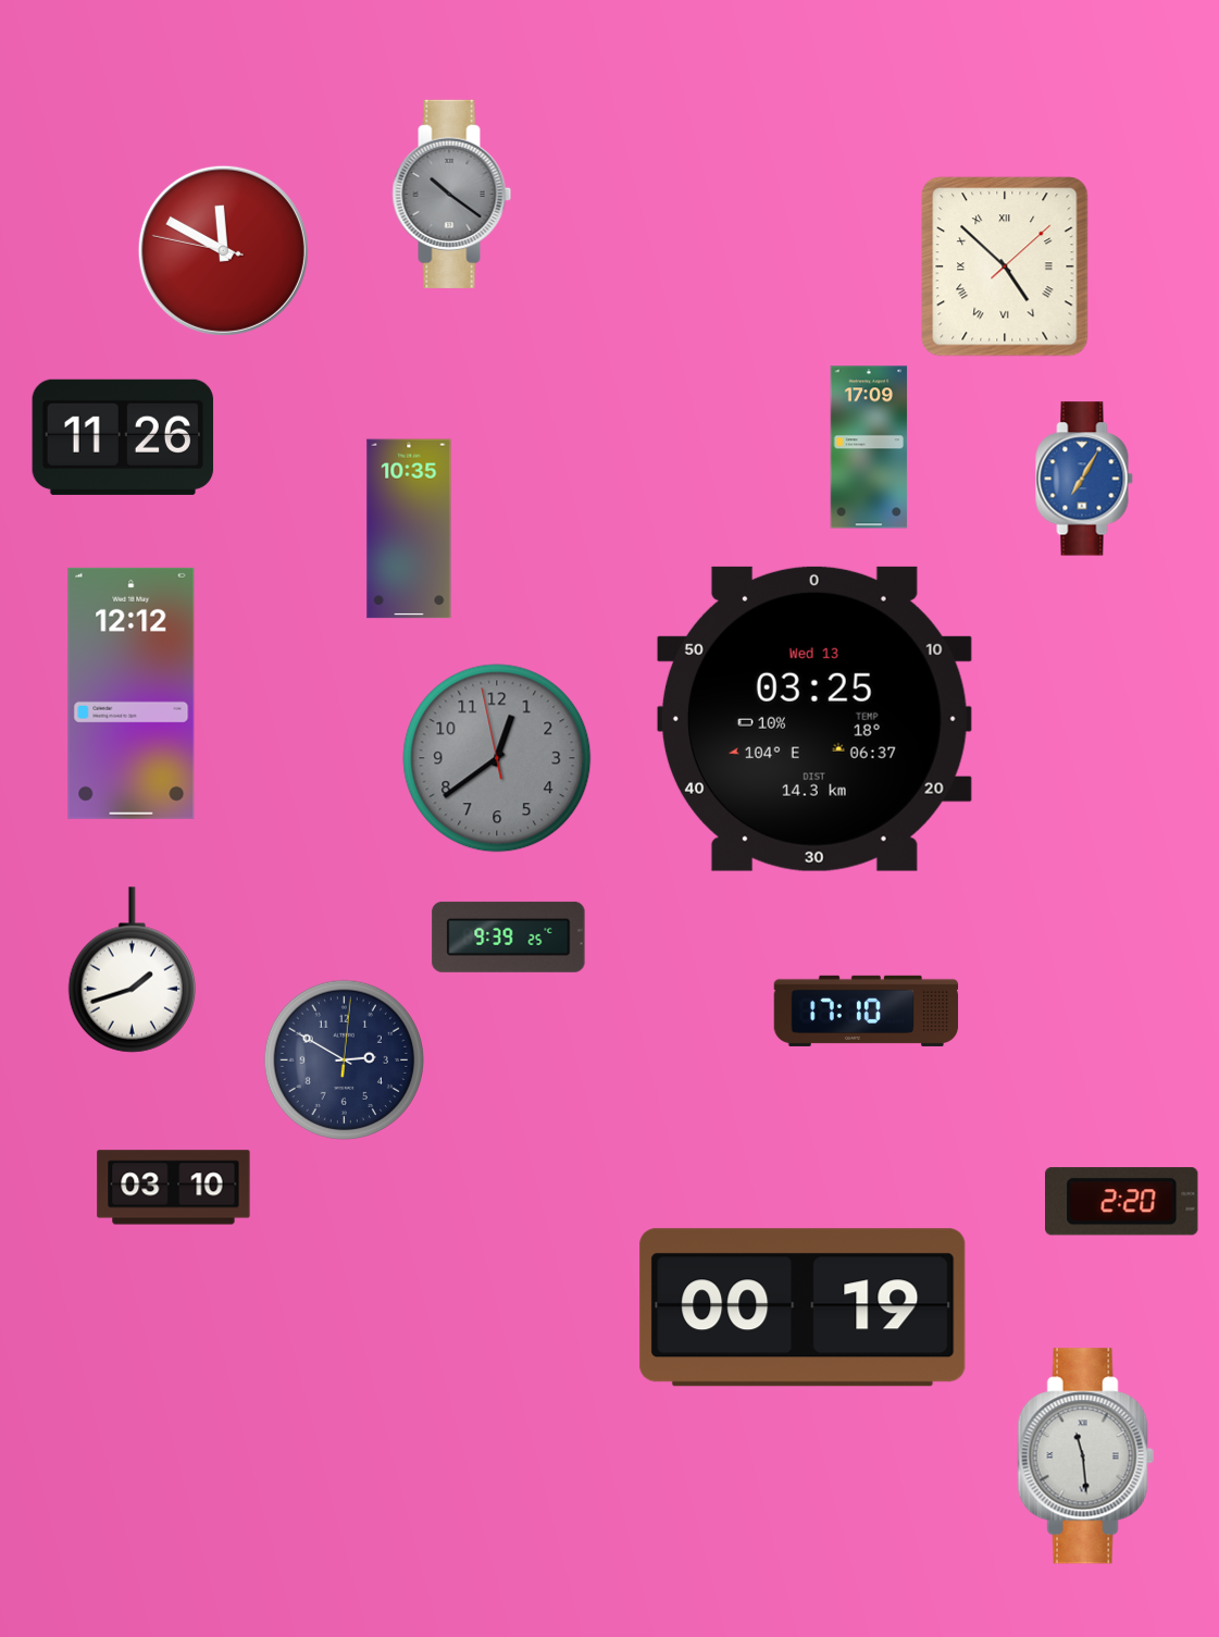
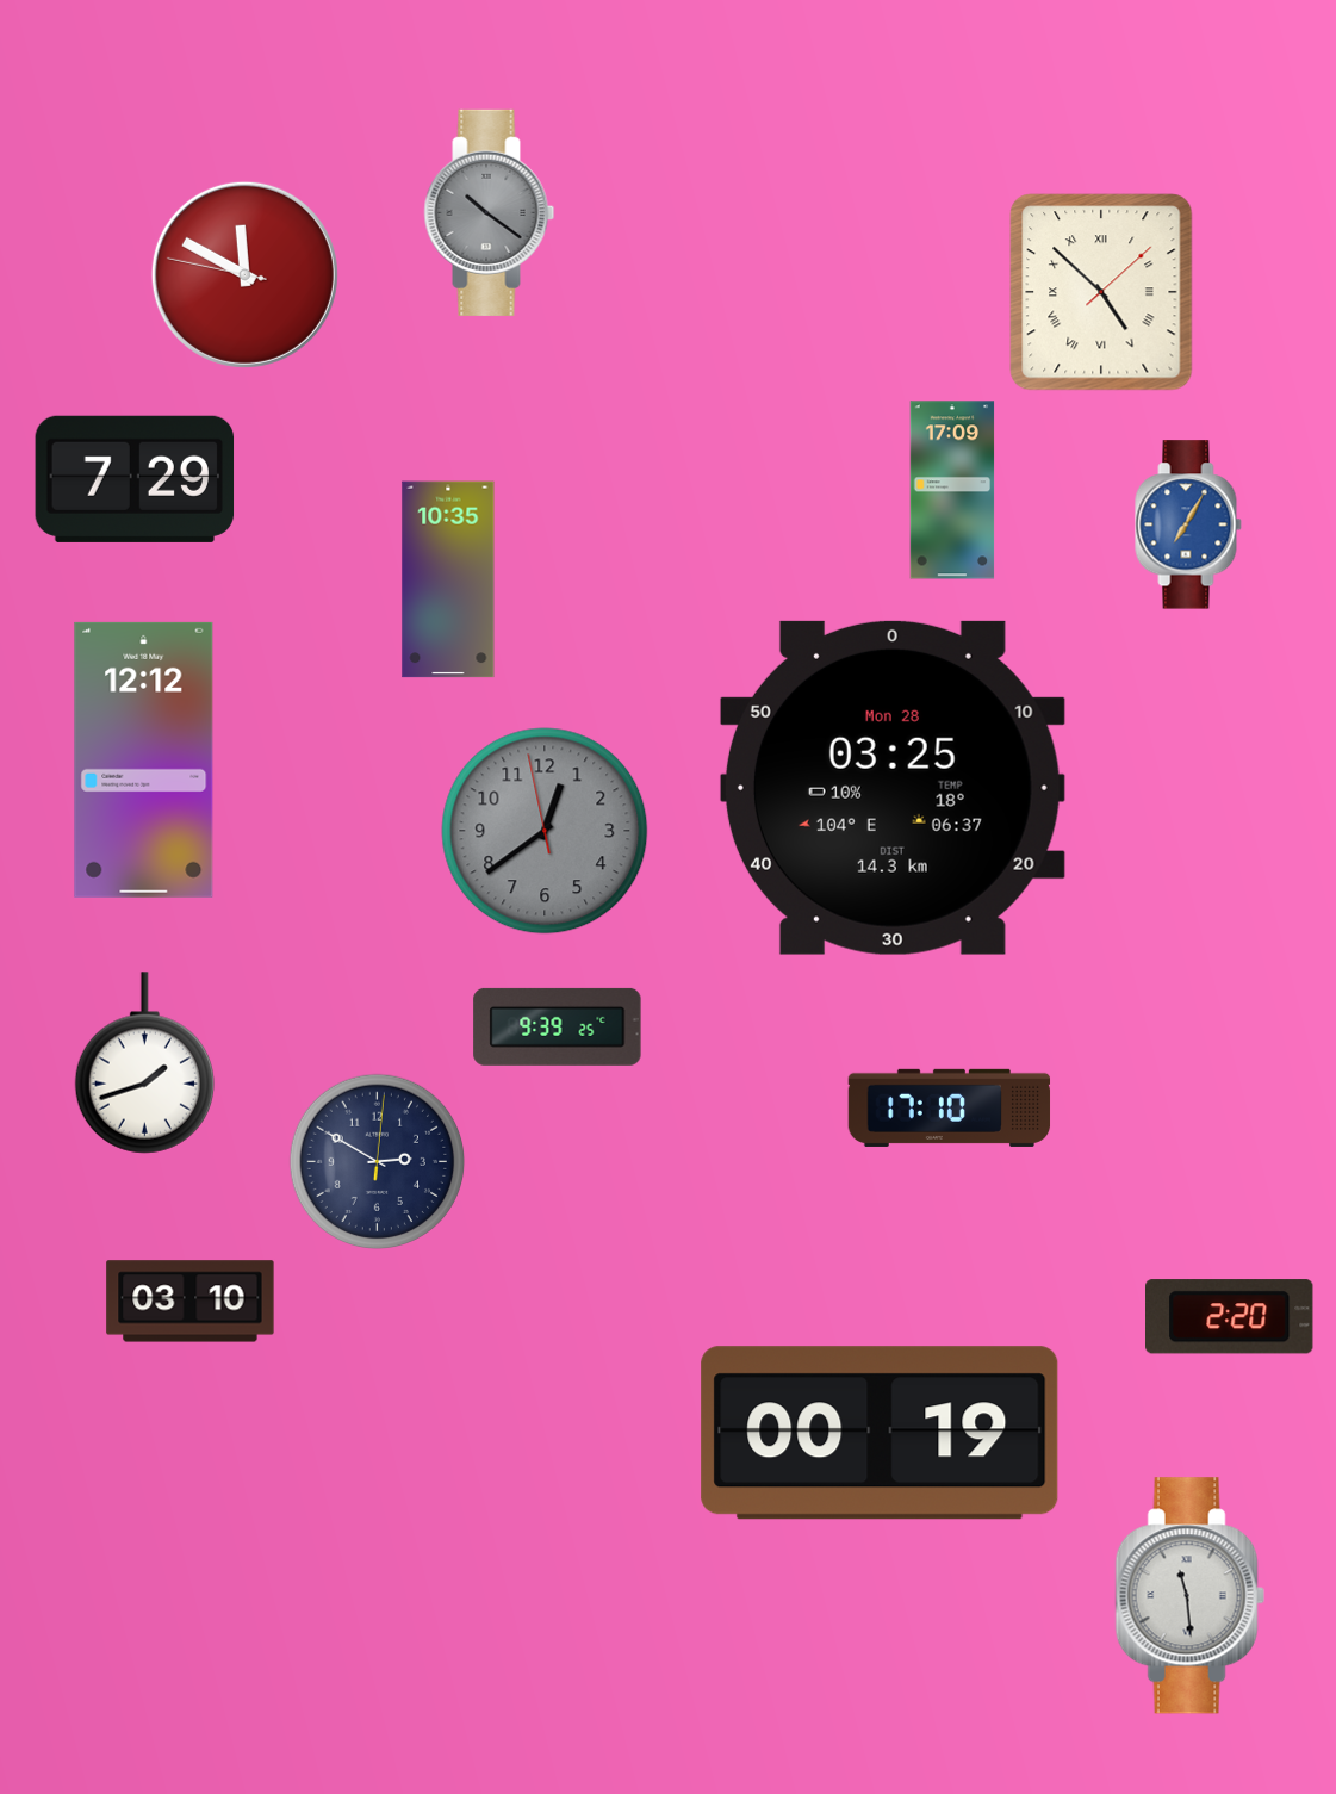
clock at (452, 194) position: (452, 194) -> (490, 212)
clock at (123, 437): 11:26 -> 7:29
clock at (814, 719) date: Wed 13 -> Mon 28
